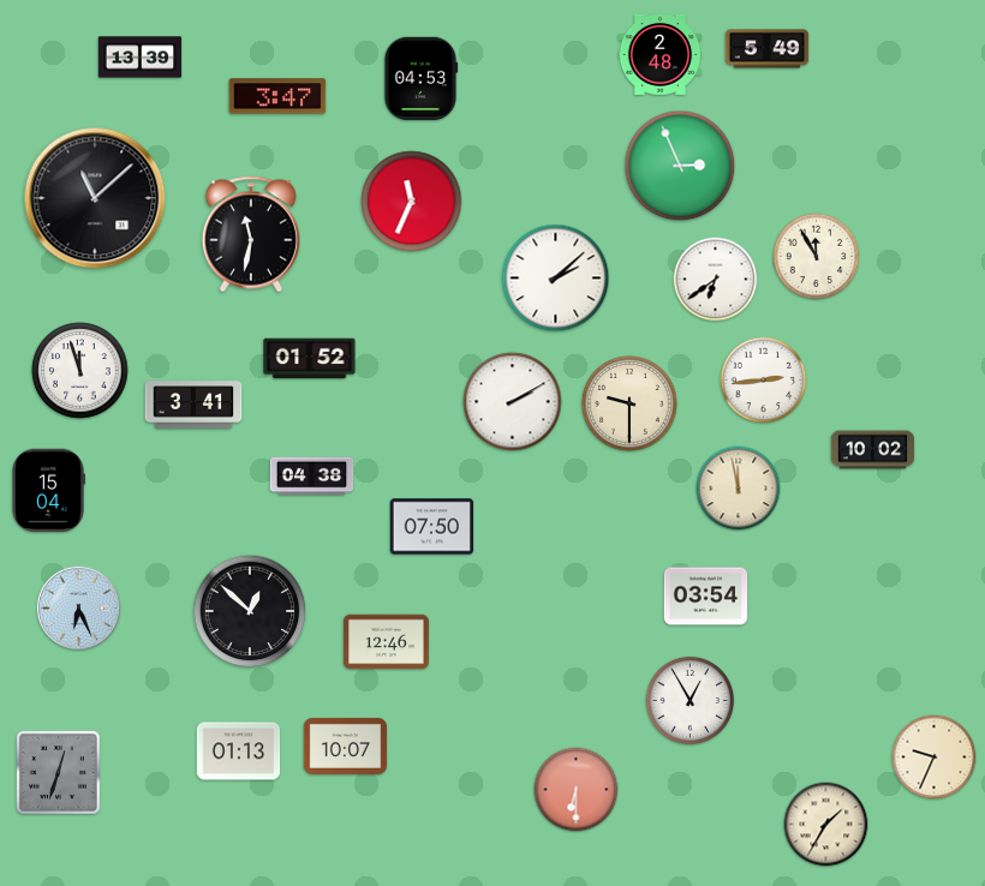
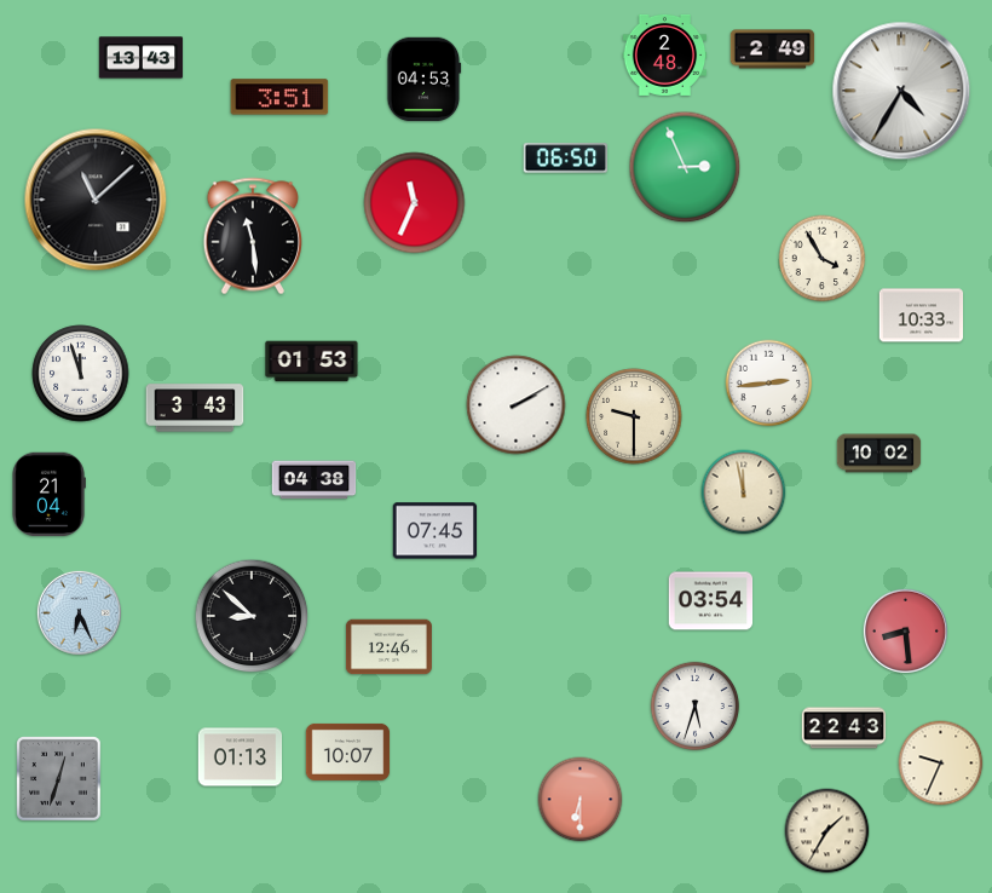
clock at (768, 49): 5:49 -> 2:49
clock at (141, 58): 13:39 -> 13:43
clock at (901, 91): none -> 4:35
clock at (277, 96): 3:47 -> 3:51
clock at (565, 159): none -> 06:50
clock at (250, 234): 11:32 -> 11:29
clock at (817, 257): 11:55 -> 3:55
clock at (556, 279): 2:08 -> none
clock at (716, 280): 6:39 -> none
clock at (922, 316): none -> 10:33
clock at (310, 359): 01:52 -> 01:53
clock at (629, 403) position: (629, 403) -> (634, 416)
clock at (193, 405): 3:41 -> 3:43
clock at (48, 491): 15:04 -> 21:04
clock at (432, 527): 07:50 -> 07:45
clock at (250, 611): 12:52 -> 8:52
clock at (905, 630): none -> 8:29
clock at (691, 701): 12:55 -> 5:33
clock at (844, 728): none -> 22:43
clock at (577, 790) position: (577, 790) -> (581, 800)
clock at (826, 825) position: (826, 825) -> (827, 831)
